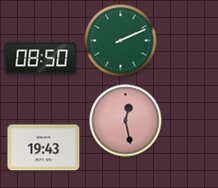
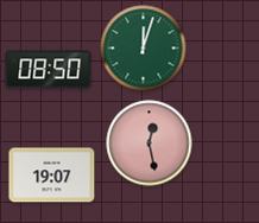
clock at (121, 41): 2:11 -> 12:03
clock at (44, 148): 19:43 -> 19:07
